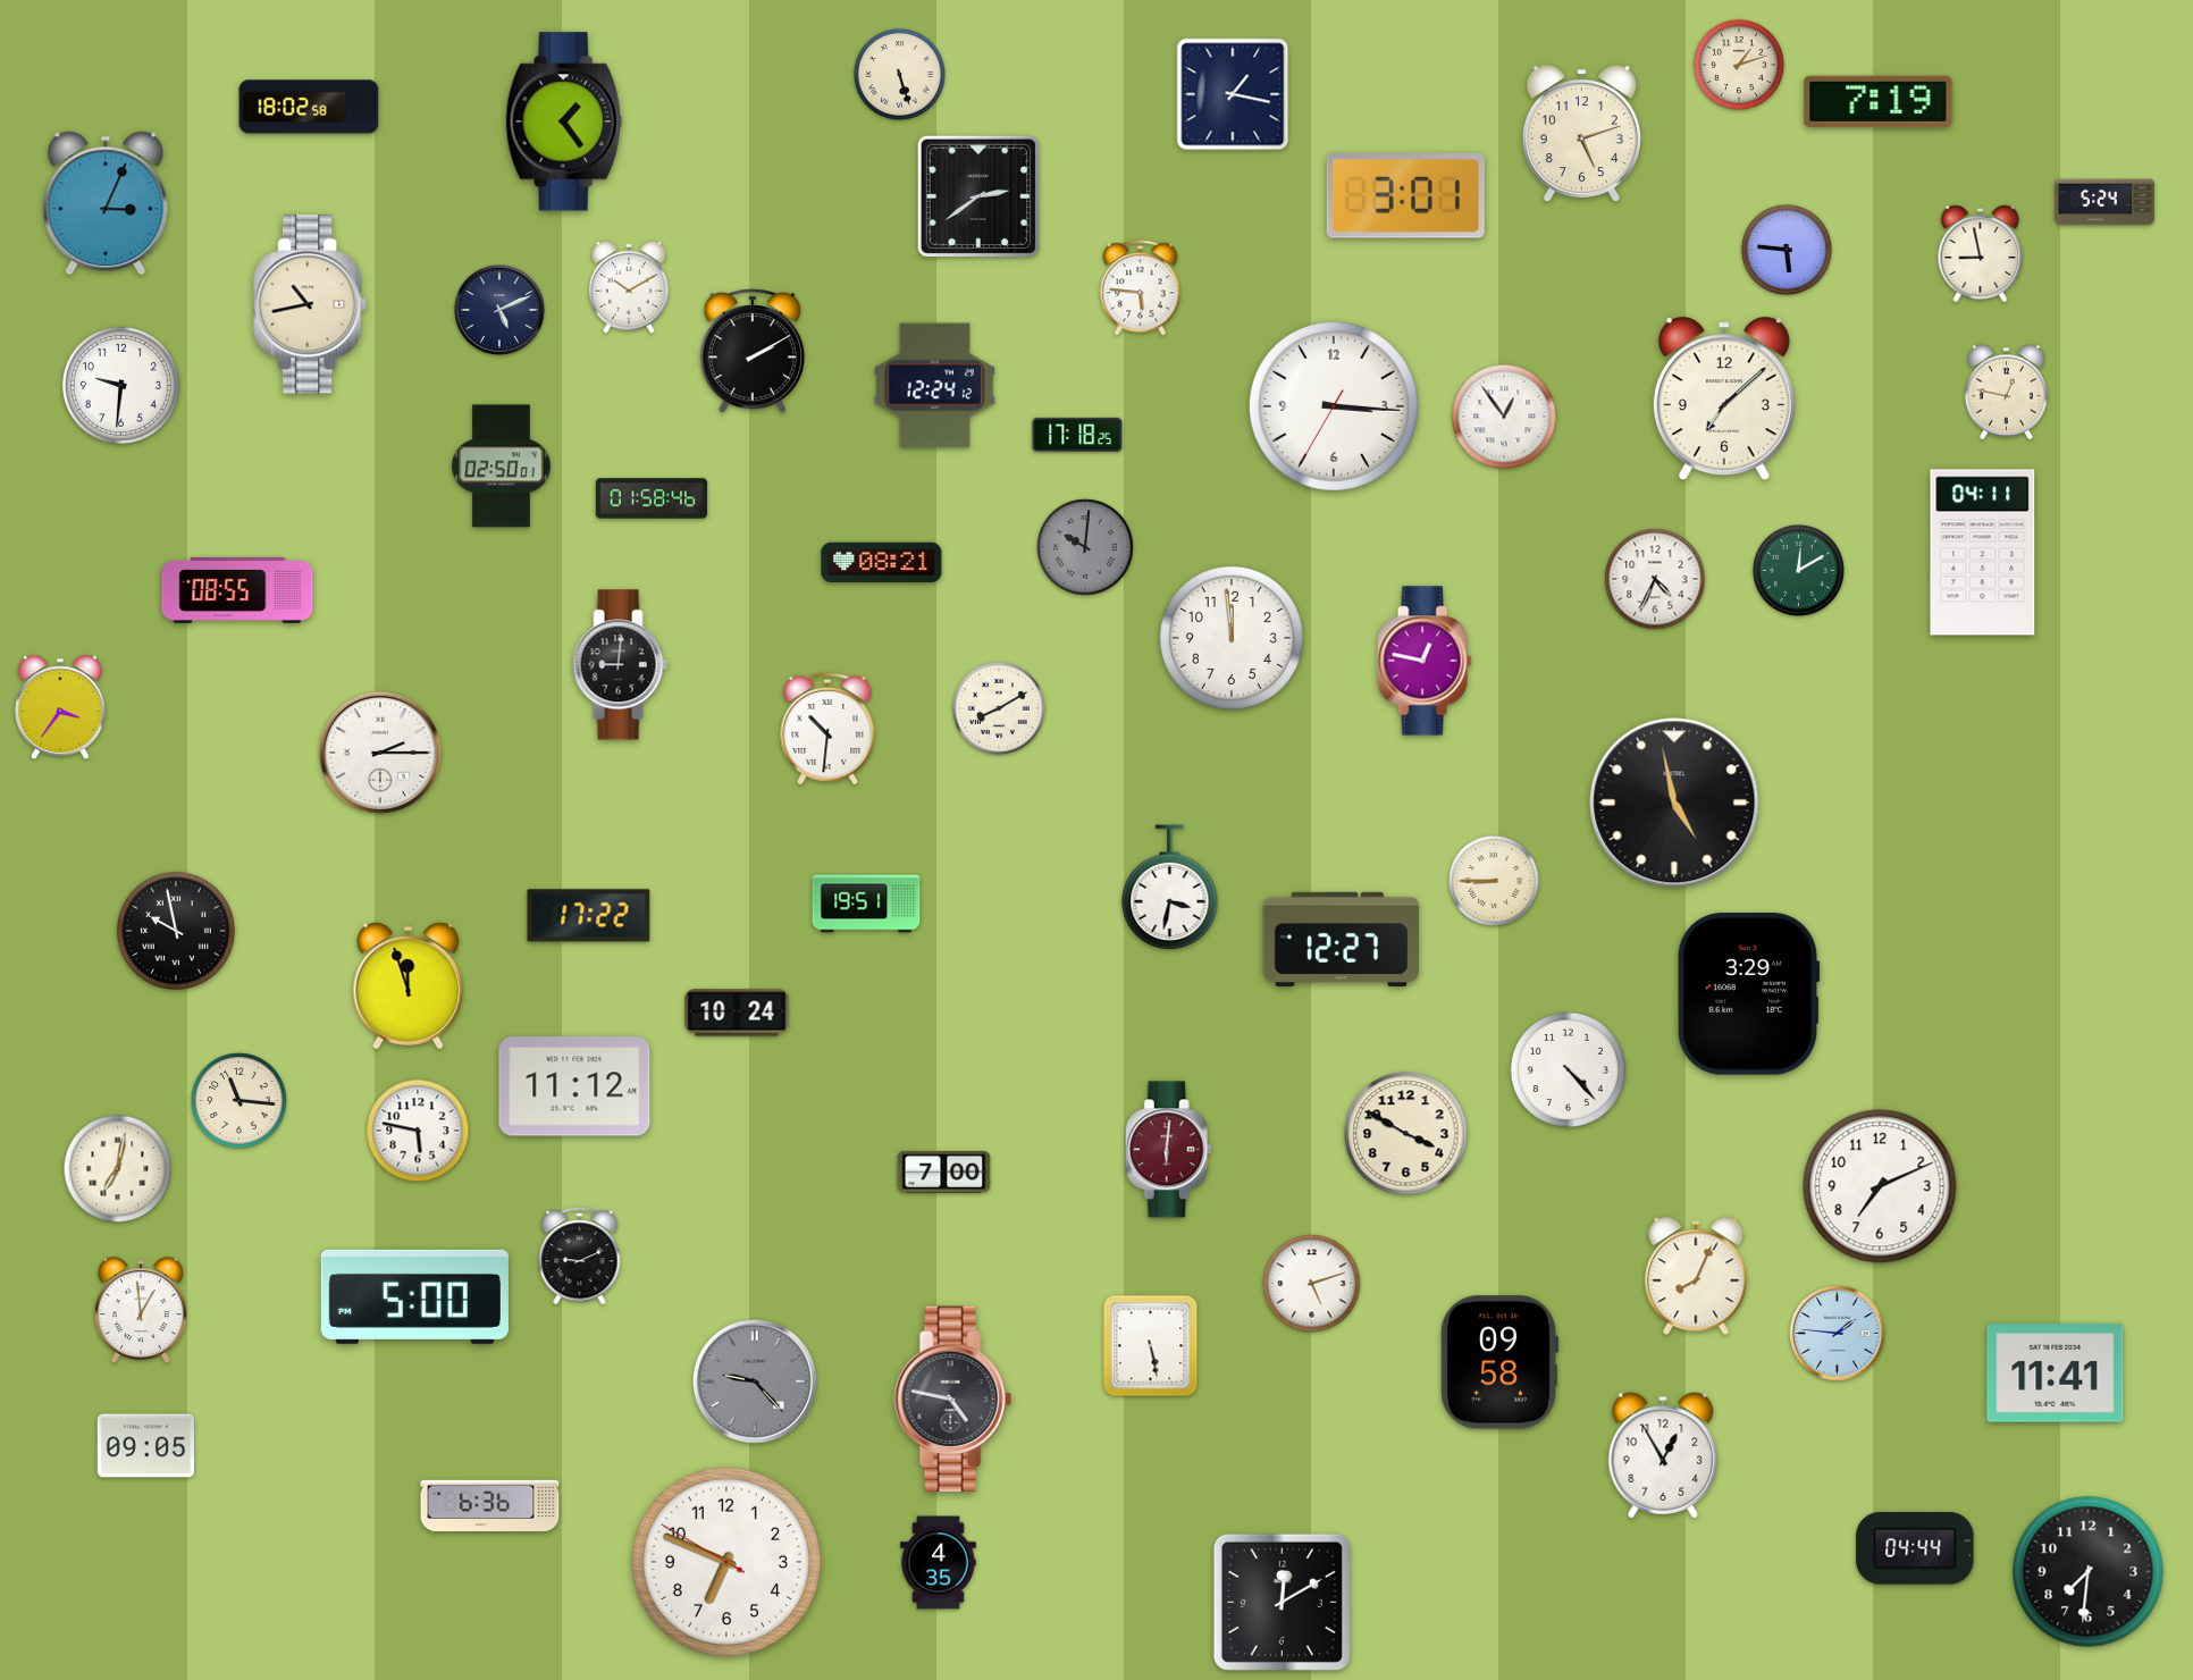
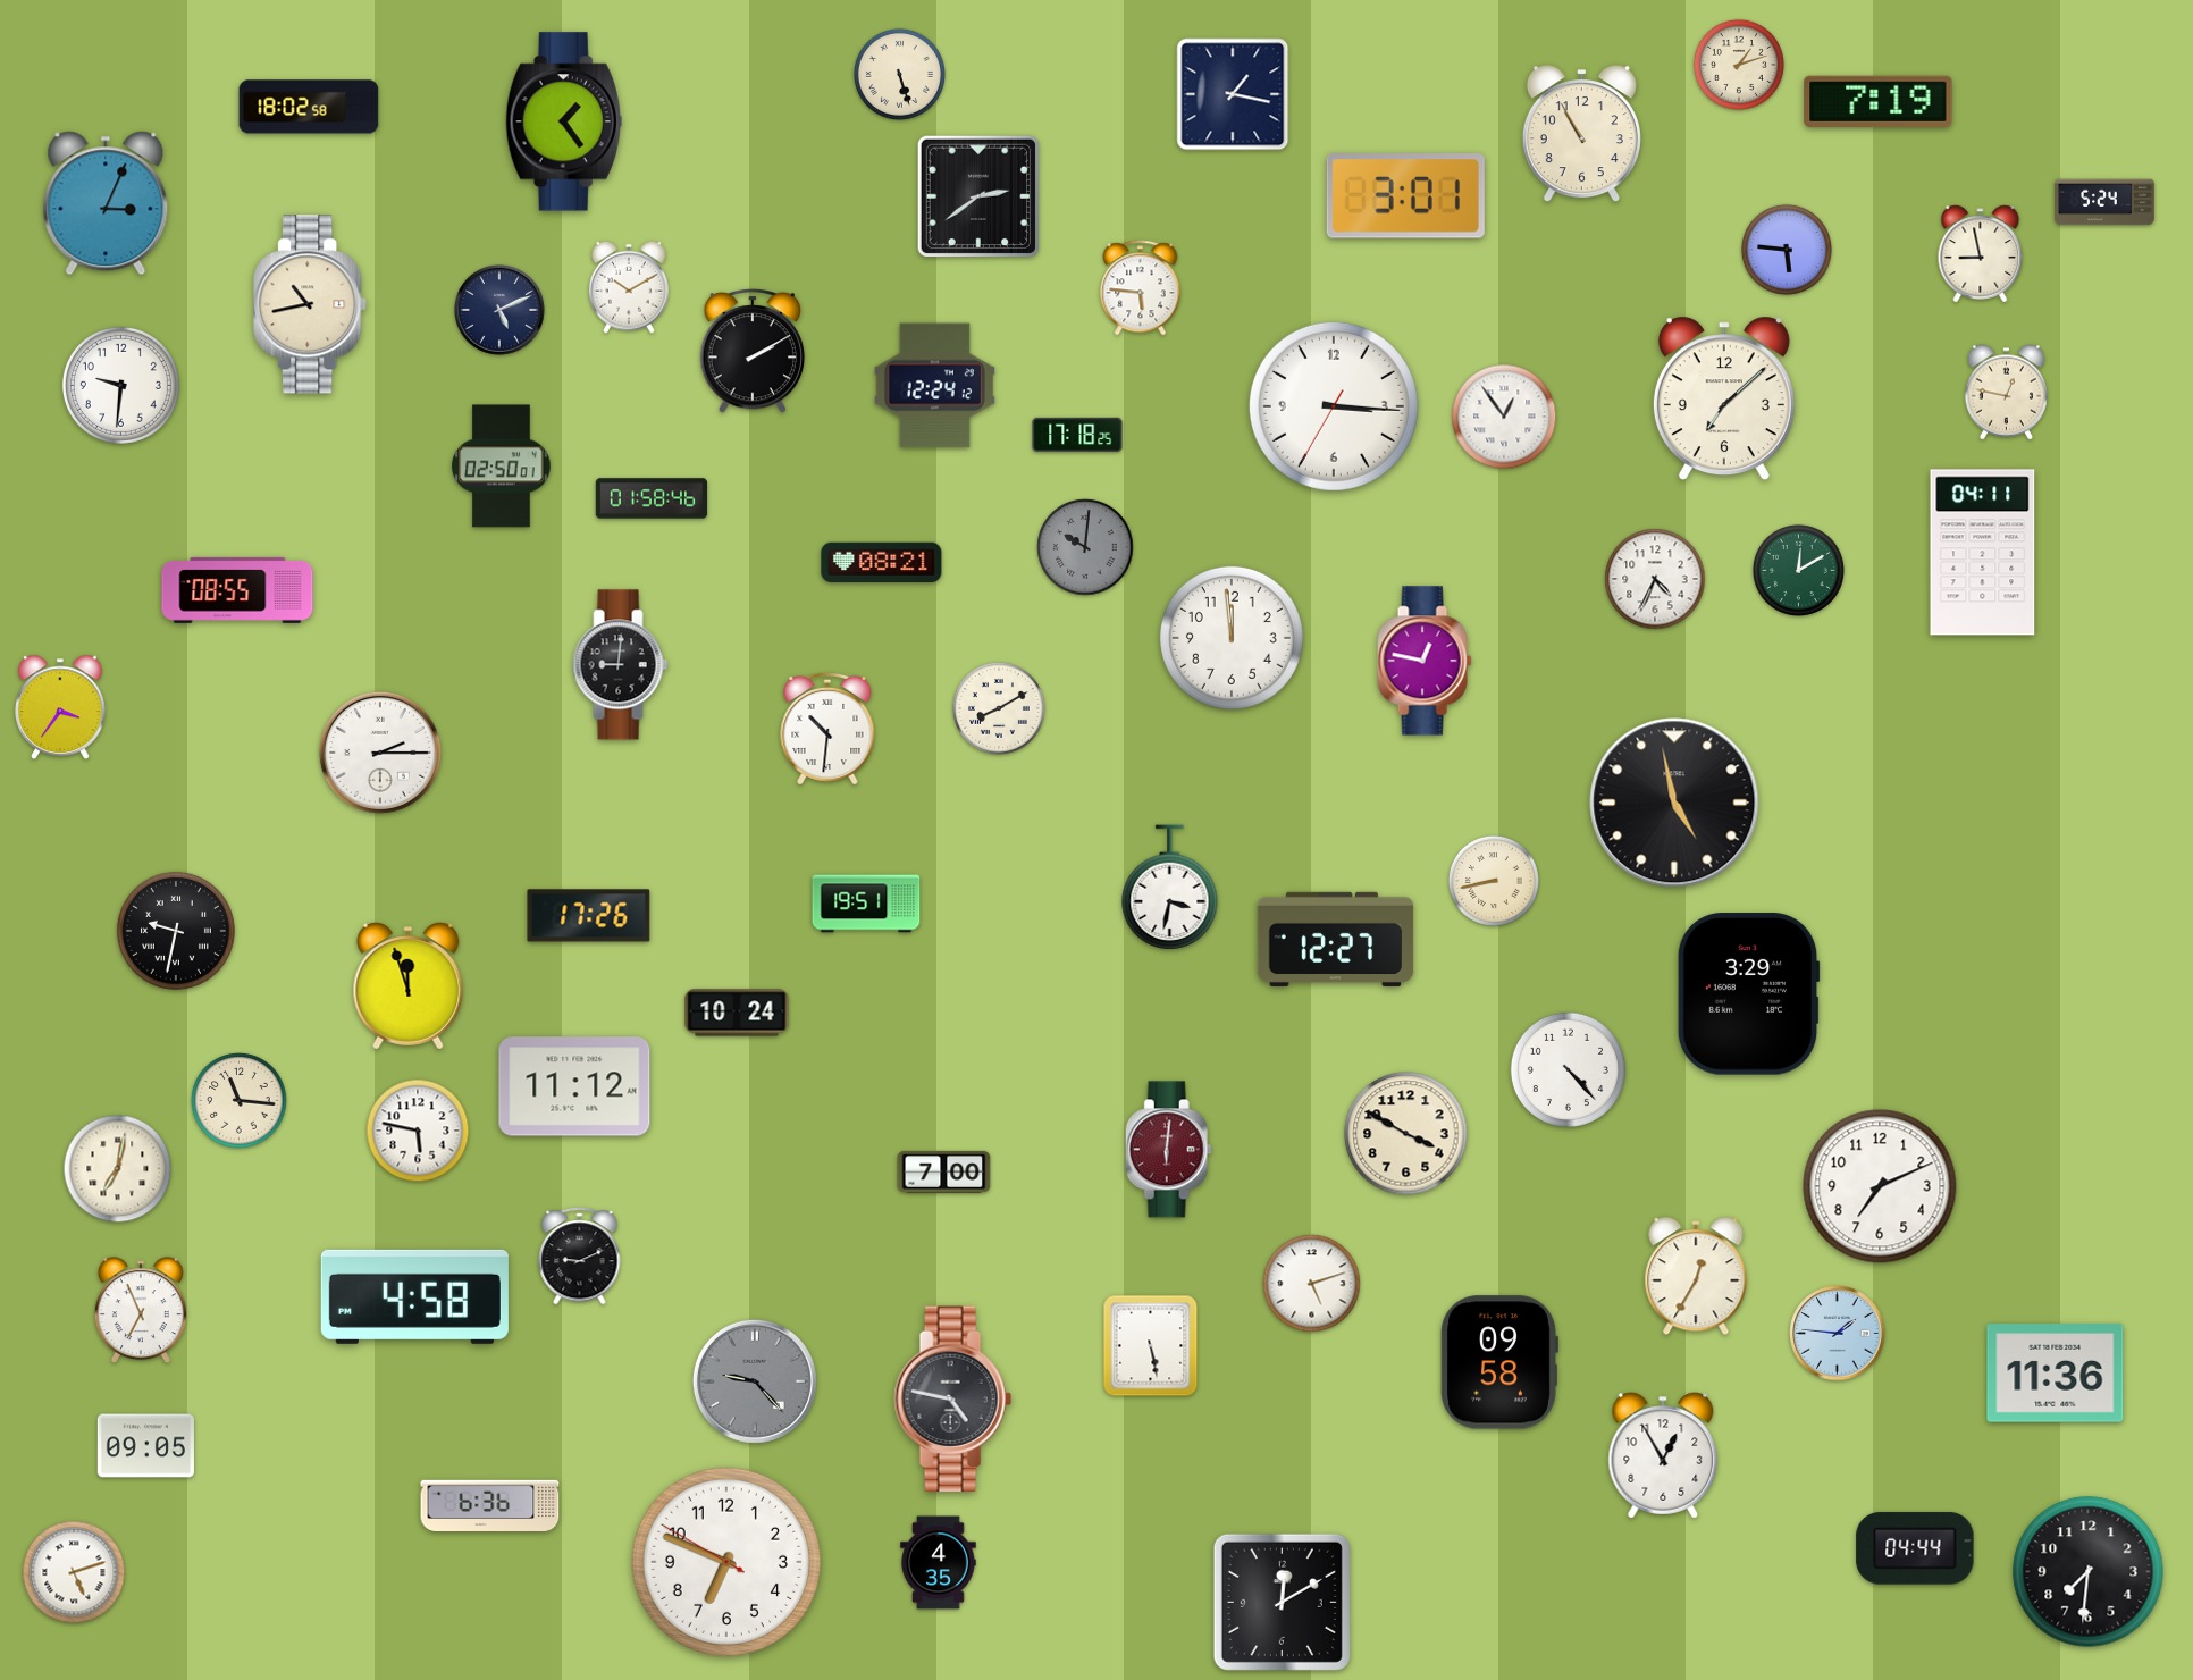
clock at (1581, 134): 5:12 -> 10:55
clock at (1494, 881): 8:45 -> 8:43
clock at (589, 916): 17:22 -> 17:26
clock at (176, 931): 9:58 -> 9:32
clock at (1342, 939) position: (1342, 939) -> (1336, 939)
clock at (1696, 1277): 8:04 -> 12:35
clock at (414, 1296): 5:00 -> 4:58
clock at (141, 1311): 12:59 -> 6:56
clock at (2056, 1374): 11:41 -> 11:36
clock at (74, 1572): none -> 5:12
